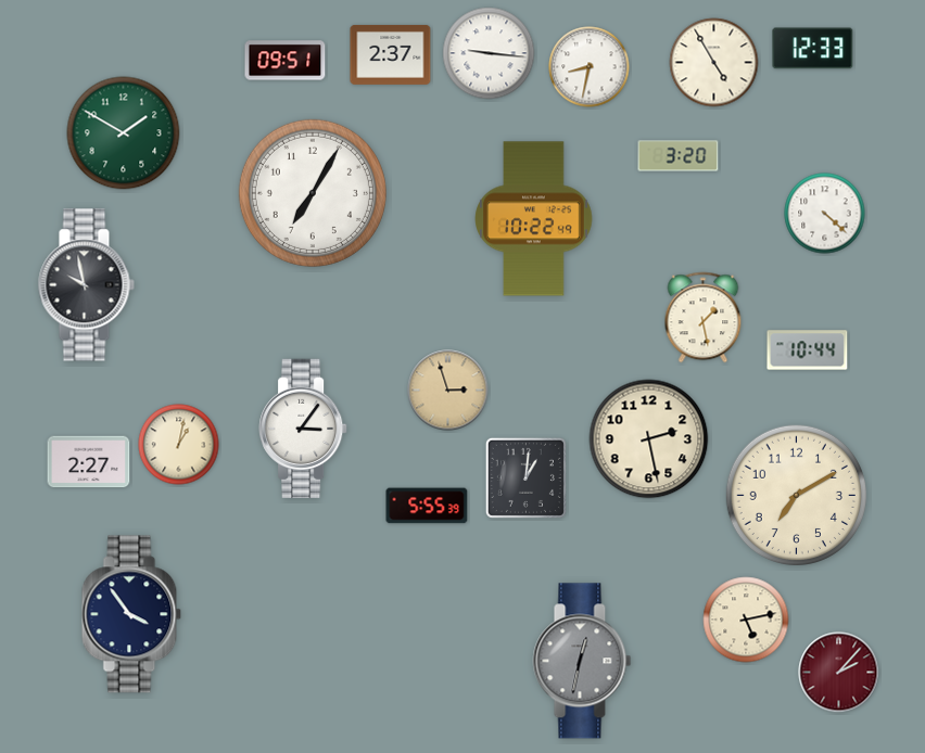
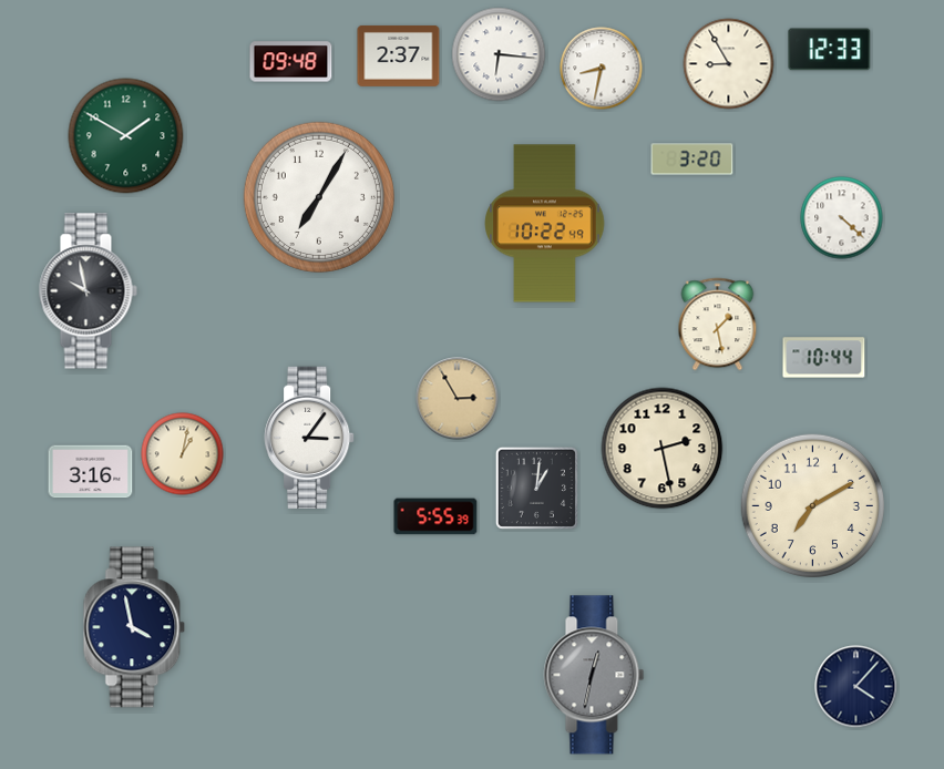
clock at (489, 53): 9:16 -> 6:16
clock at (286, 61): 09:51 -> 09:48
clock at (714, 63): 4:55 -> 8:55
clock at (448, 391): 2:57 -> 2:55
clock at (89, 462): 2:27 -> 3:16
clock at (131, 614): 3:54 -> 3:58
clock at (746, 620): 5:13 -> none
clock at (839, 673): 2:07 -> 4:07
clock at (839, 673) dial: burgundy -> navy
